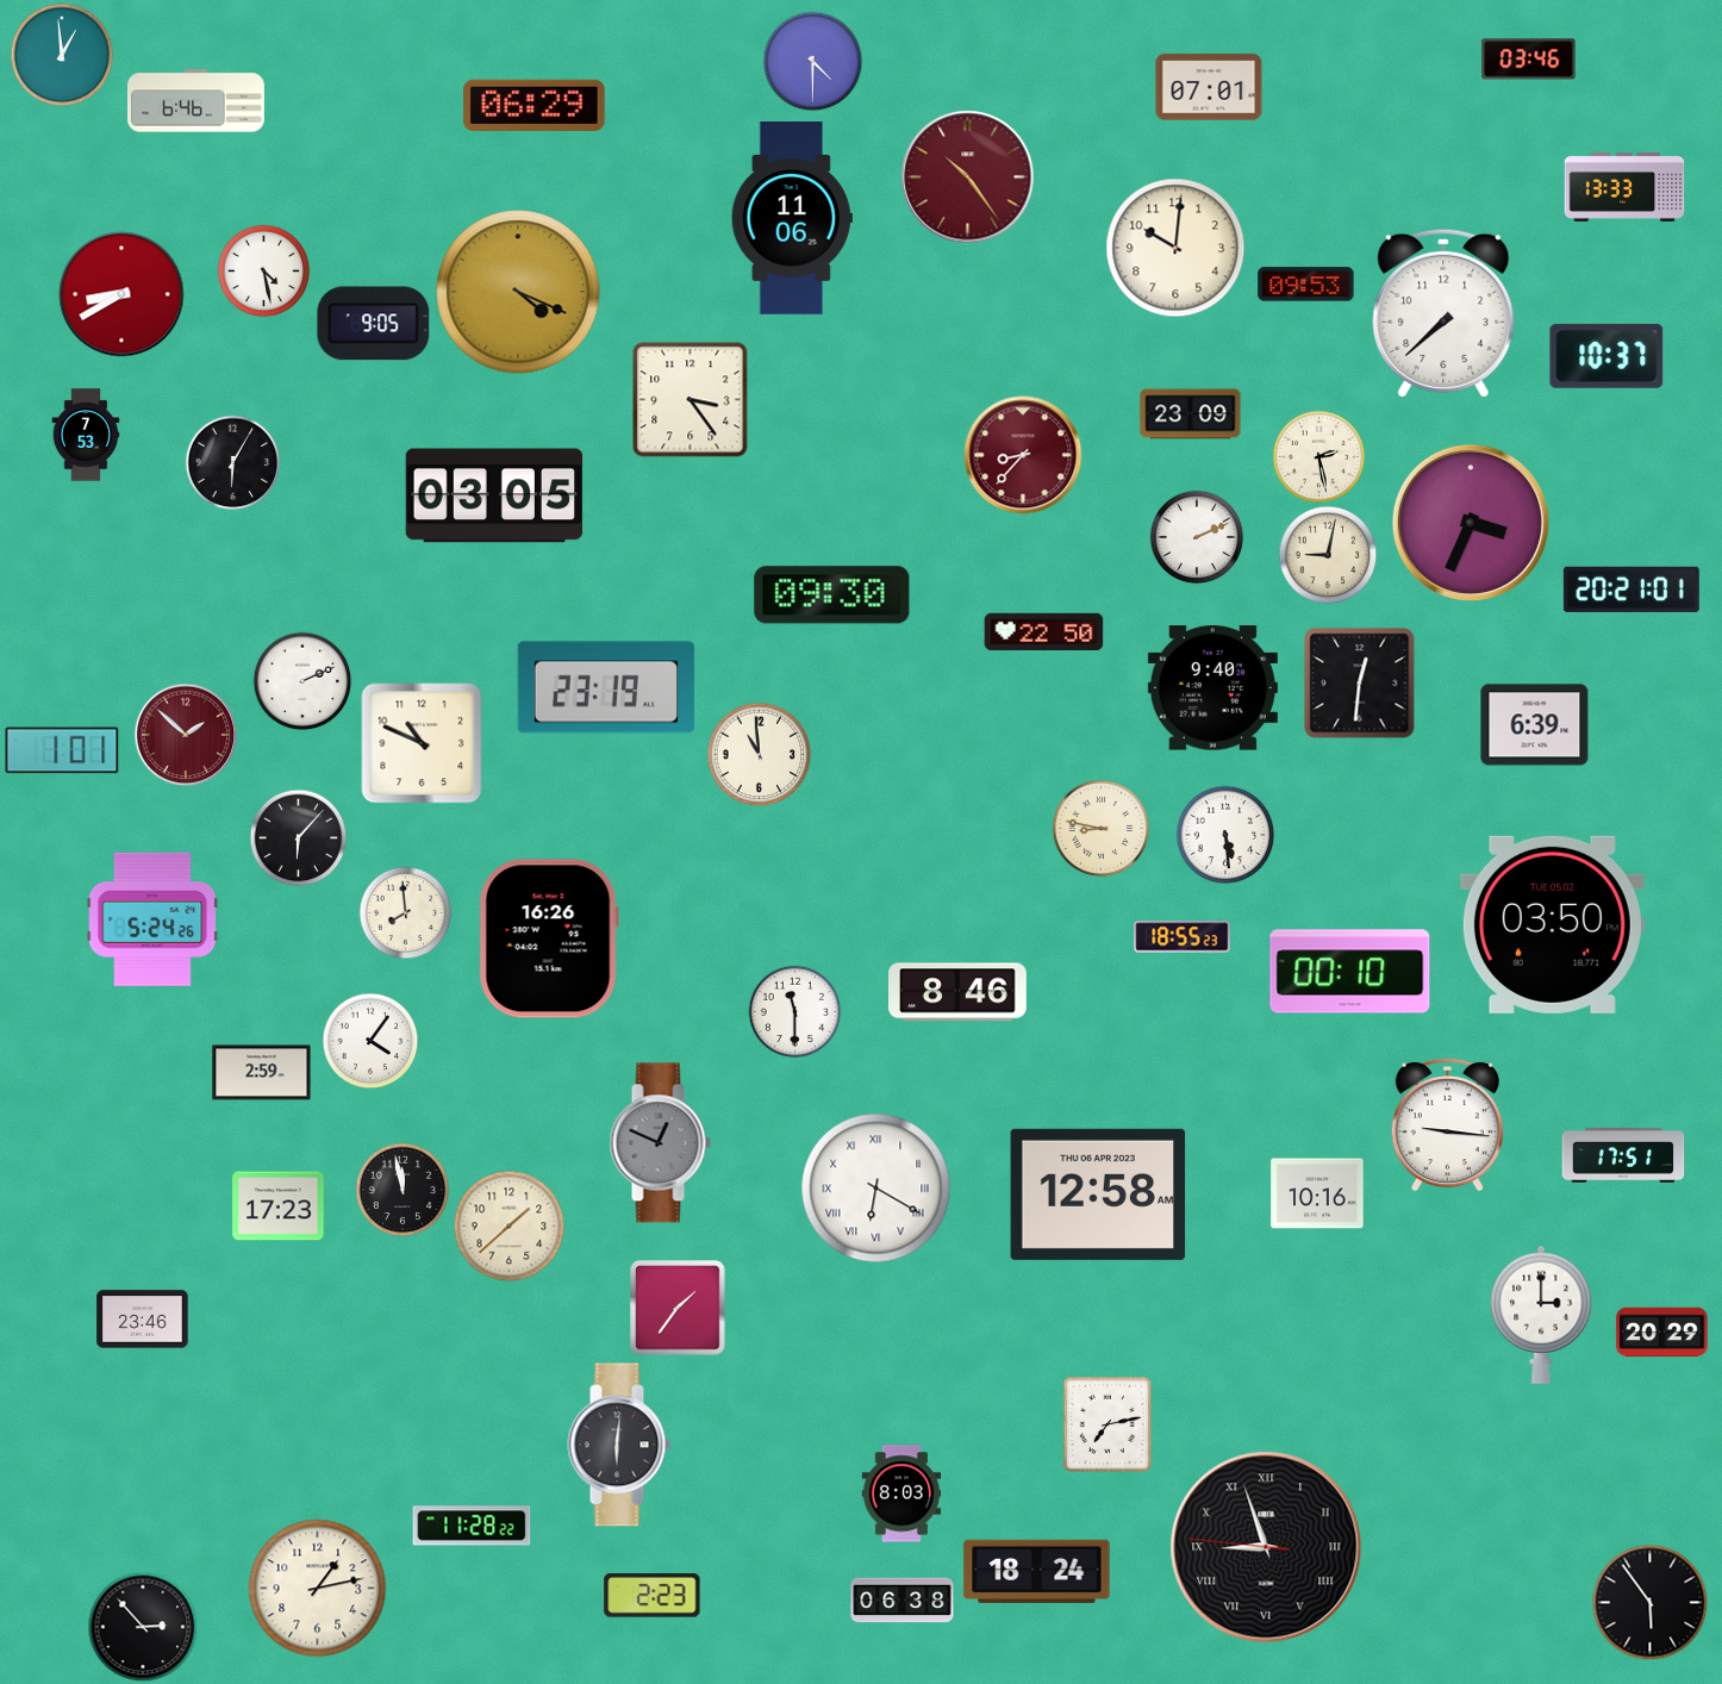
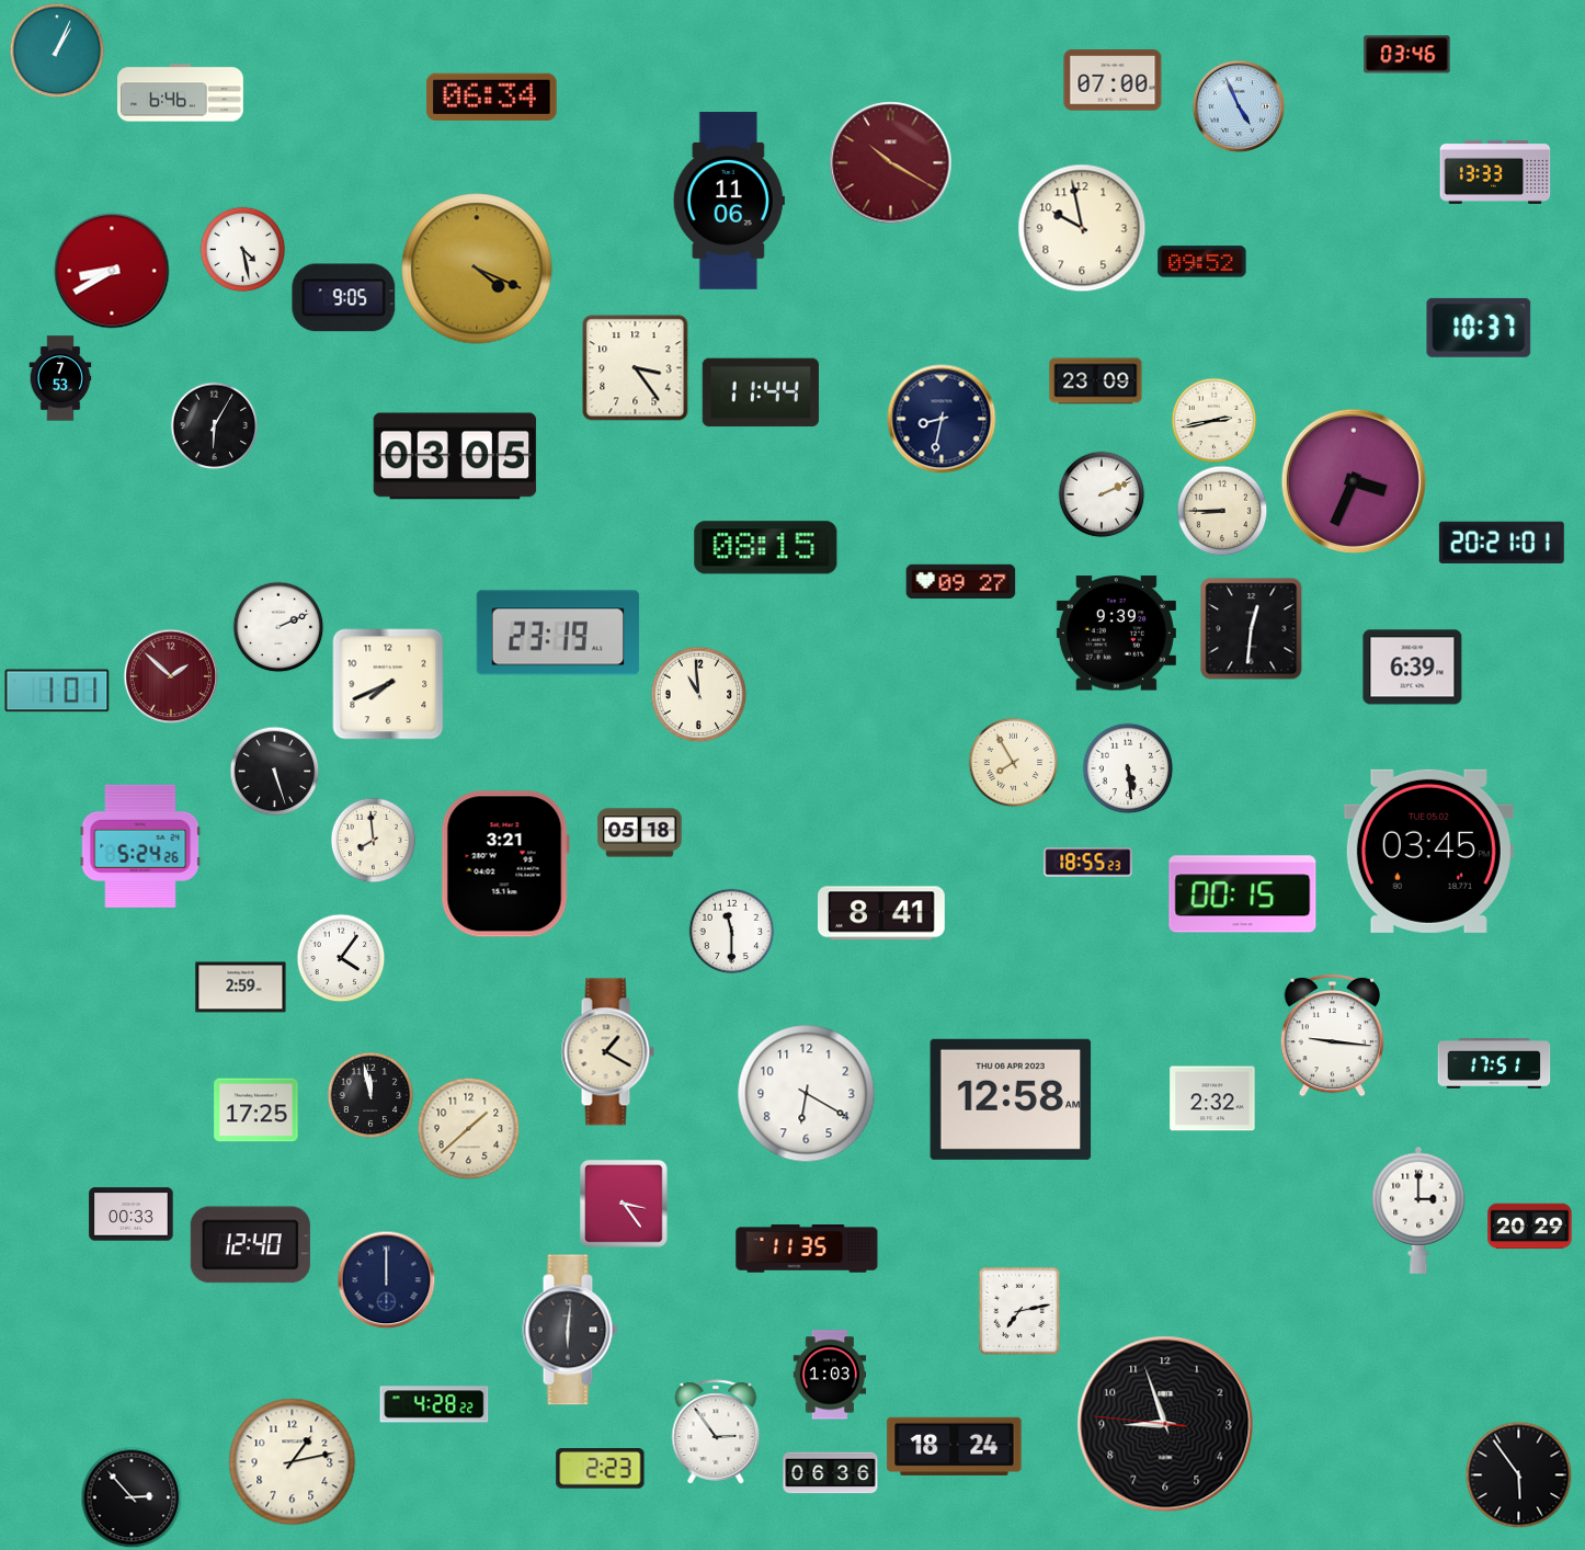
clock at (62, 55): 12:59 -> 1:04
clock at (812, 61): 4:30 -> none
clock at (1209, 87): 07:01 -> 07:00
clock at (535, 105): 06:29 -> 06:34
clock at (1239, 106): none -> 4:56
clock at (968, 177): 10:24 -> 10:20
clock at (1175, 248): 10:01 -> 9:58
clock at (1306, 285): 09:53 -> 09:52
clock at (1443, 313): 7:38 -> none
clock at (760, 392): none -> 11:44
clock at (86, 435) position: (86, 435) -> (60, 378)
clock at (1023, 455): 8:37 -> 8:32
clock at (1023, 455) dial: burgundy -> navy
clock at (1318, 456): 2:28 -> 2:43
clock at (1328, 555): 9:02 -> 8:45
clock at (832, 595): 09:30 -> 08:15
clock at (1044, 632): 22:50 -> 09:27
clock at (1212, 688): 9:40 -> 9:39
clock at (422, 743): 10:49 -> 7:41
clock at (1100, 828): 8:47 -> 7:55
clock at (298, 837): 6:07 -> 5:27
clock at (640, 833): none -> 05:18
clock at (1552, 924): 03:50 -> 03:45
clock at (549, 938): 16:26 -> 3:21
clock at (1350, 972): 00:10 -> 00:15
clock at (959, 992): 8:46 -> 8:41
clock at (660, 1143): 12:49 -> 1:20
clock at (660, 1143) dial: grey -> cream
clock at (876, 1189) numerals: Roman -> Arabic
clock at (1317, 1193): 10:16 -> 2:32
clock at (279, 1206): 17:23 -> 17:25
clock at (678, 1308): 1:36 -> 3:24
clock at (143, 1320): 23:46 -> 00:33
clock at (250, 1245): none -> 12:40
clock at (807, 1249): none -> 11:35
clock at (386, 1279): none -> 12:00
clock at (901, 1493): 8:03 -> 1:03
clock at (472, 1526): 11:28 -> 4:28
clock at (1266, 1547) numerals: Roman -> Arabic
clock at (716, 1432): none -> 2:54
clock at (903, 1601): 06:38 -> 06:36
